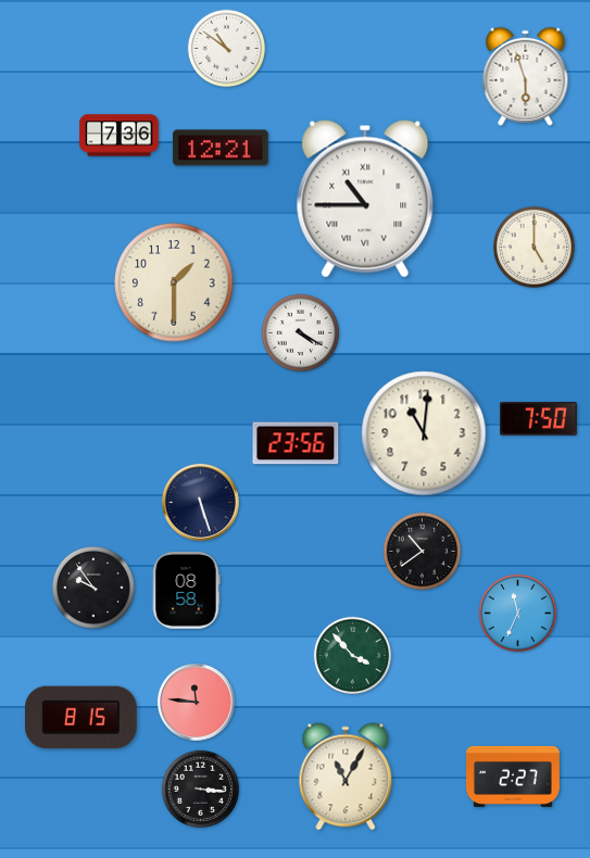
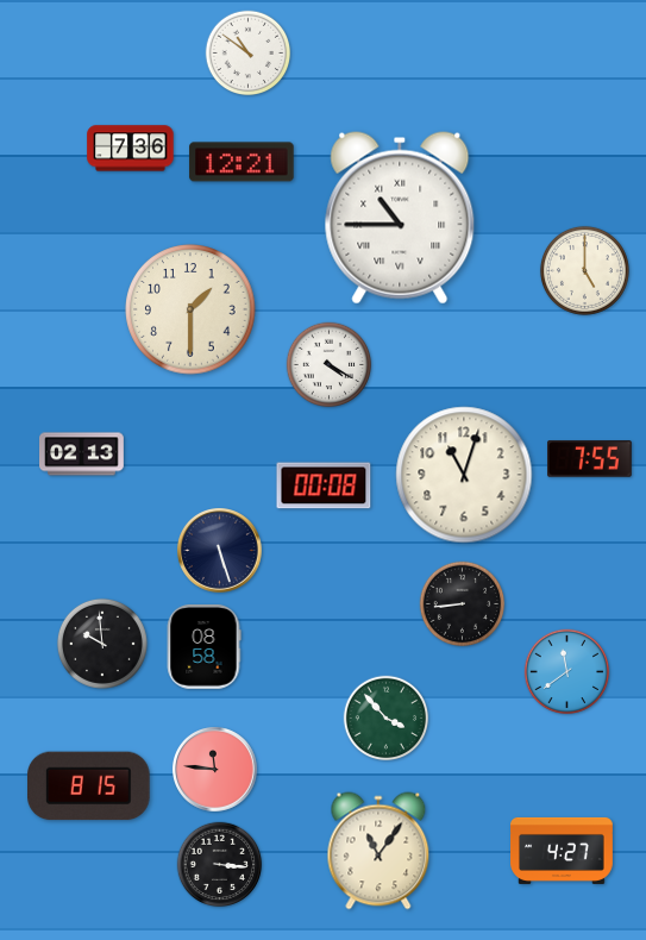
clock at (526, 76): 5:57 -> none
clock at (82, 455): none -> 02:13
clock at (539, 419): 7:50 -> 7:55
clock at (424, 433): 11:01 -> 11:03
clock at (296, 443): 23:56 -> 00:08
clock at (423, 552): 10:39 -> 8:44
clock at (93, 588): 9:54 -> 9:59
clock at (518, 614): 11:34 -> 11:39
clock at (346, 777): 11:05 -> 11:06
clock at (514, 777): 2:27 -> 4:27
